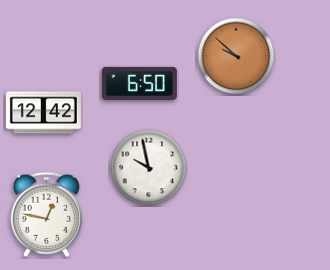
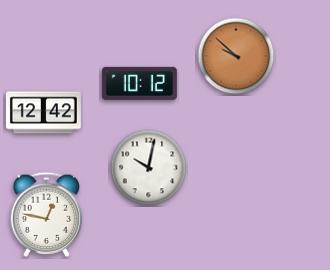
clock at (139, 83): 6:50 -> 10:12
clock at (149, 168): 9:58 -> 10:02
